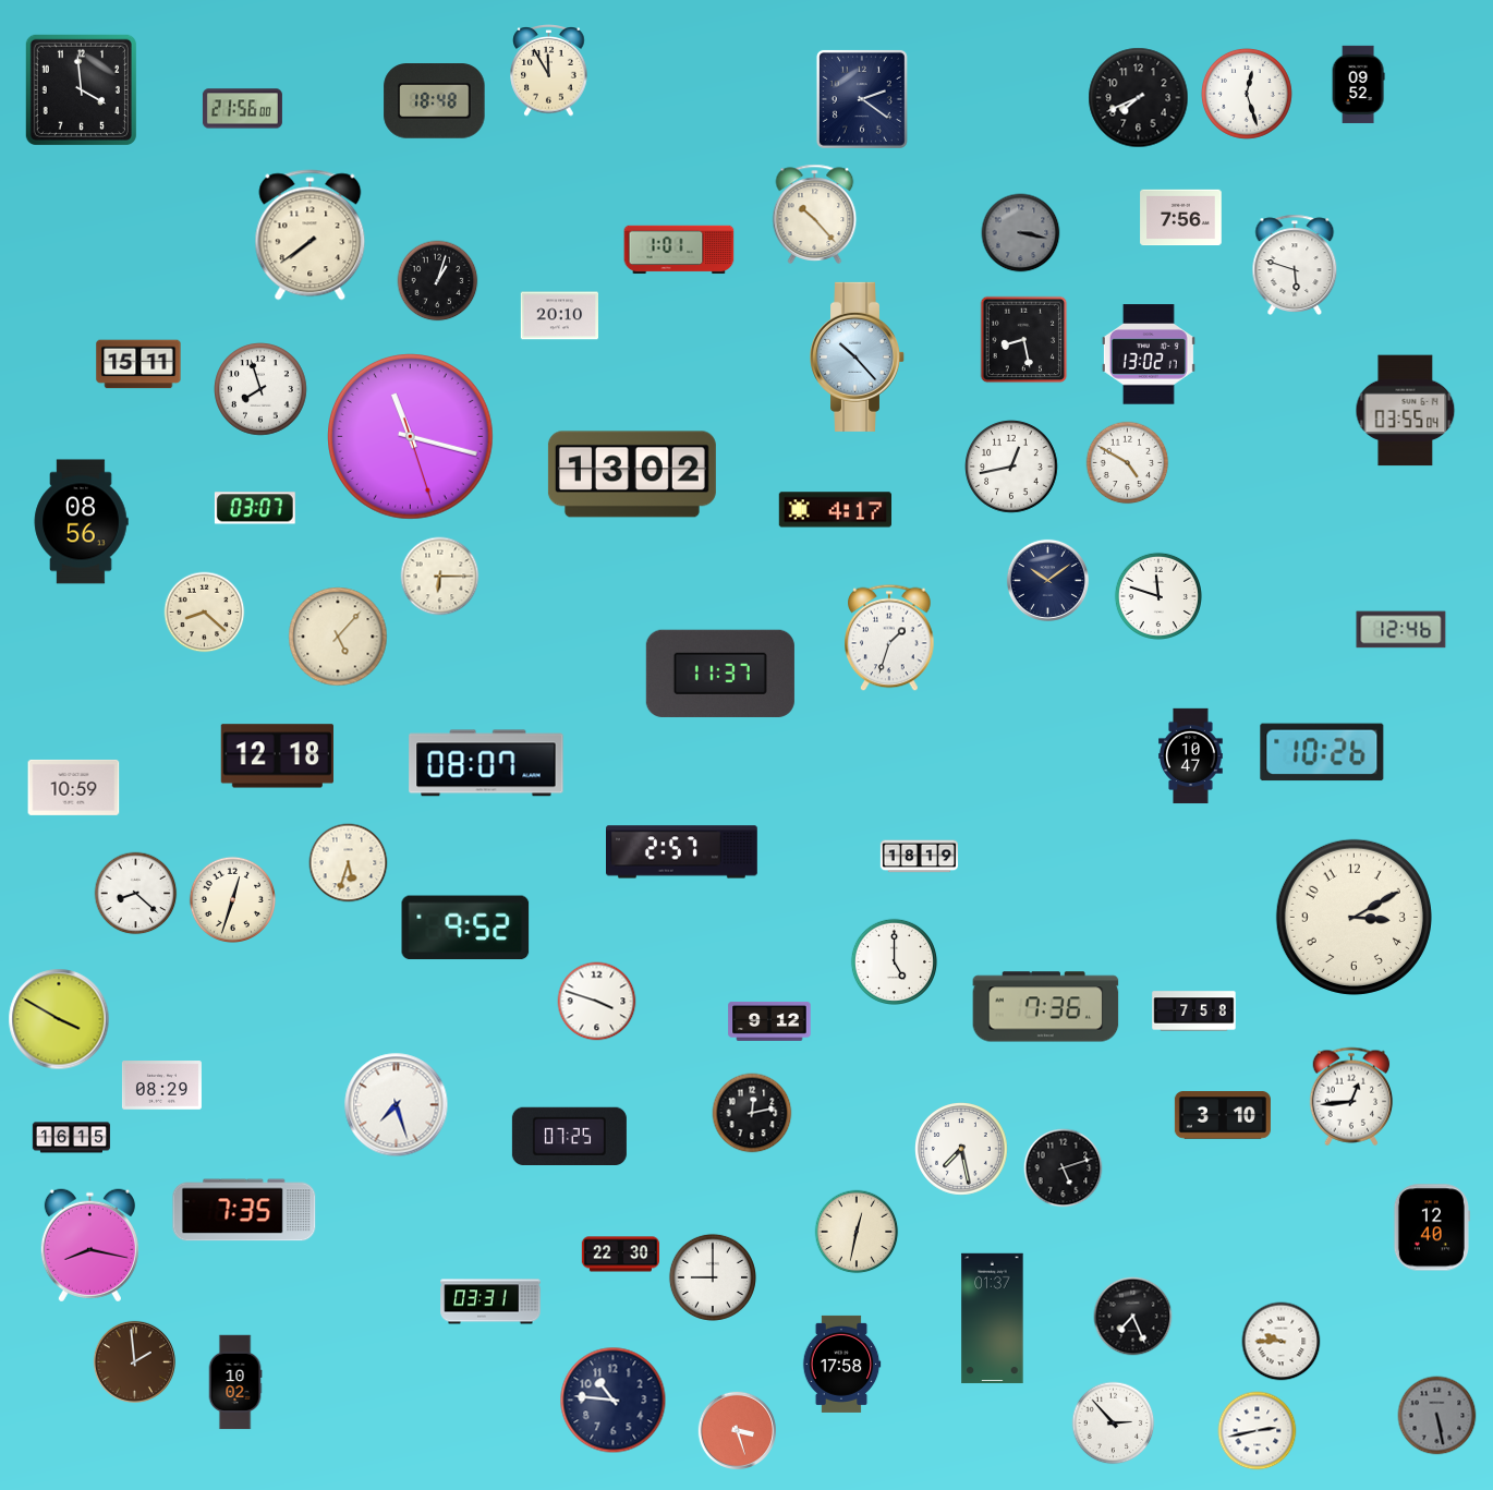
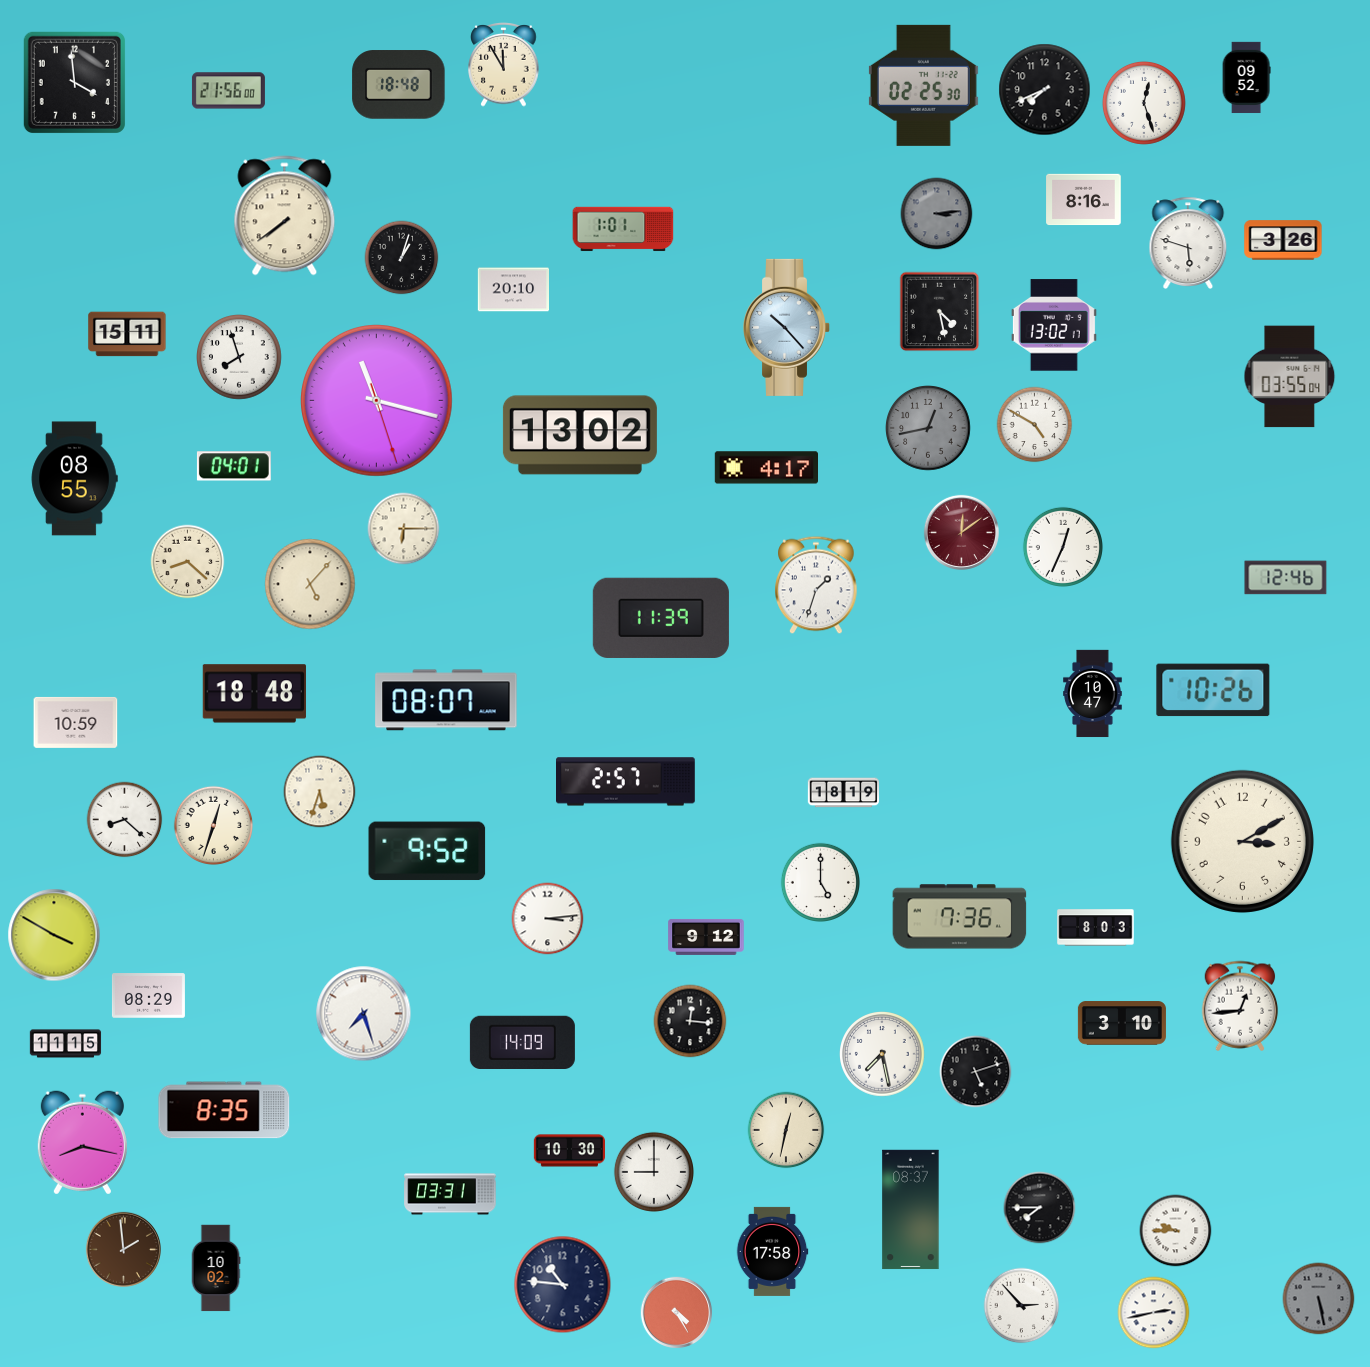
clock at (923, 85): none -> 02:25
clock at (1247, 94) position: (1247, 94) -> (1144, 103)
clock at (862, 99): 2:21 -> none
clock at (435, 101) position: (435, 101) -> (399, 85)
clock at (242, 109) position: (242, 109) -> (228, 91)
clock at (815, 214): 10:23 -> none
clock at (1181, 218): 7:56 -> 8:16
clock at (1021, 233): 3:17 -> 3:14
clock at (1283, 240): none -> 3:26
clock at (1024, 340): 8:28 -> 4:28
clock at (1012, 468) dial: white -> grey
clock at (255, 508): 03:07 -> 04:01
clock at (81, 522): 08:56 -> 08:55
clock at (1047, 580): 10:09 -> 12:09
clock at (1047, 580) dial: navy -> burgundy
clock at (1158, 596): 11:48 -> 12:34
clock at (720, 674): 11:37 -> 11:39
clock at (277, 756): 12:18 -> 18:48
clock at (74, 787) position: (74, 787) -> (76, 722)
clock at (920, 857) position: (920, 857) -> (844, 793)
clock at (597, 1002): 3:48 -> 3:14
clock at (1046, 1007) position: (1046, 1007) -> (960, 917)
clock at (1194, 1011): 7:58 -> 8:03
clock at (752, 1113): 12:13 -> 12:16
clock at (569, 1136): 07:25 -> 14:09
clock at (72, 1138): 16:15 -> 11:15
clock at (244, 1210): 7:35 -> 8:35
clock at (1431, 1227): 12:40 -> none
clock at (621, 1255): 22:30 -> 10:30
clock at (1133, 1317): 7:26 -> 7:45
clock at (993, 1319): 01:37 -> 08:37
clock at (738, 1431): 3:27 -> 4:25
